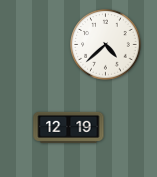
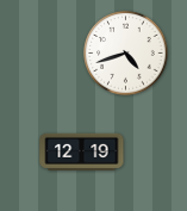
clock at (106, 45): 4:38 -> 4:42
